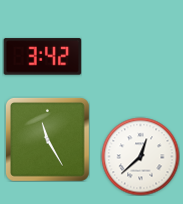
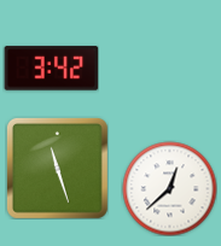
clock at (47, 139): 11:25 -> 11:27
